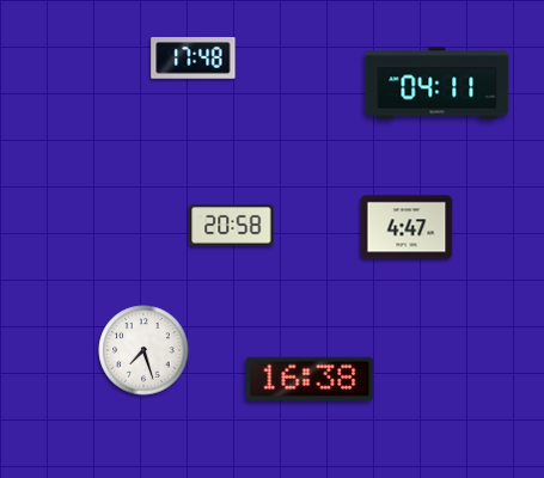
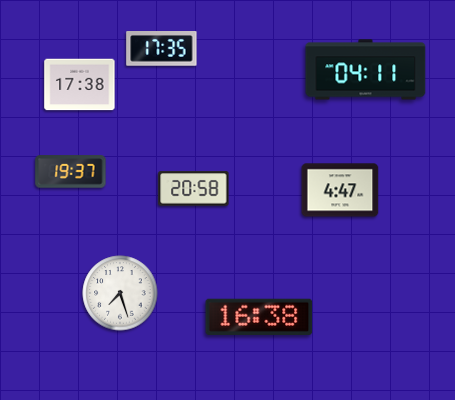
clock at (194, 59): 17:48 -> 17:35
clock at (80, 85): none -> 17:38
clock at (71, 172): none -> 19:37
